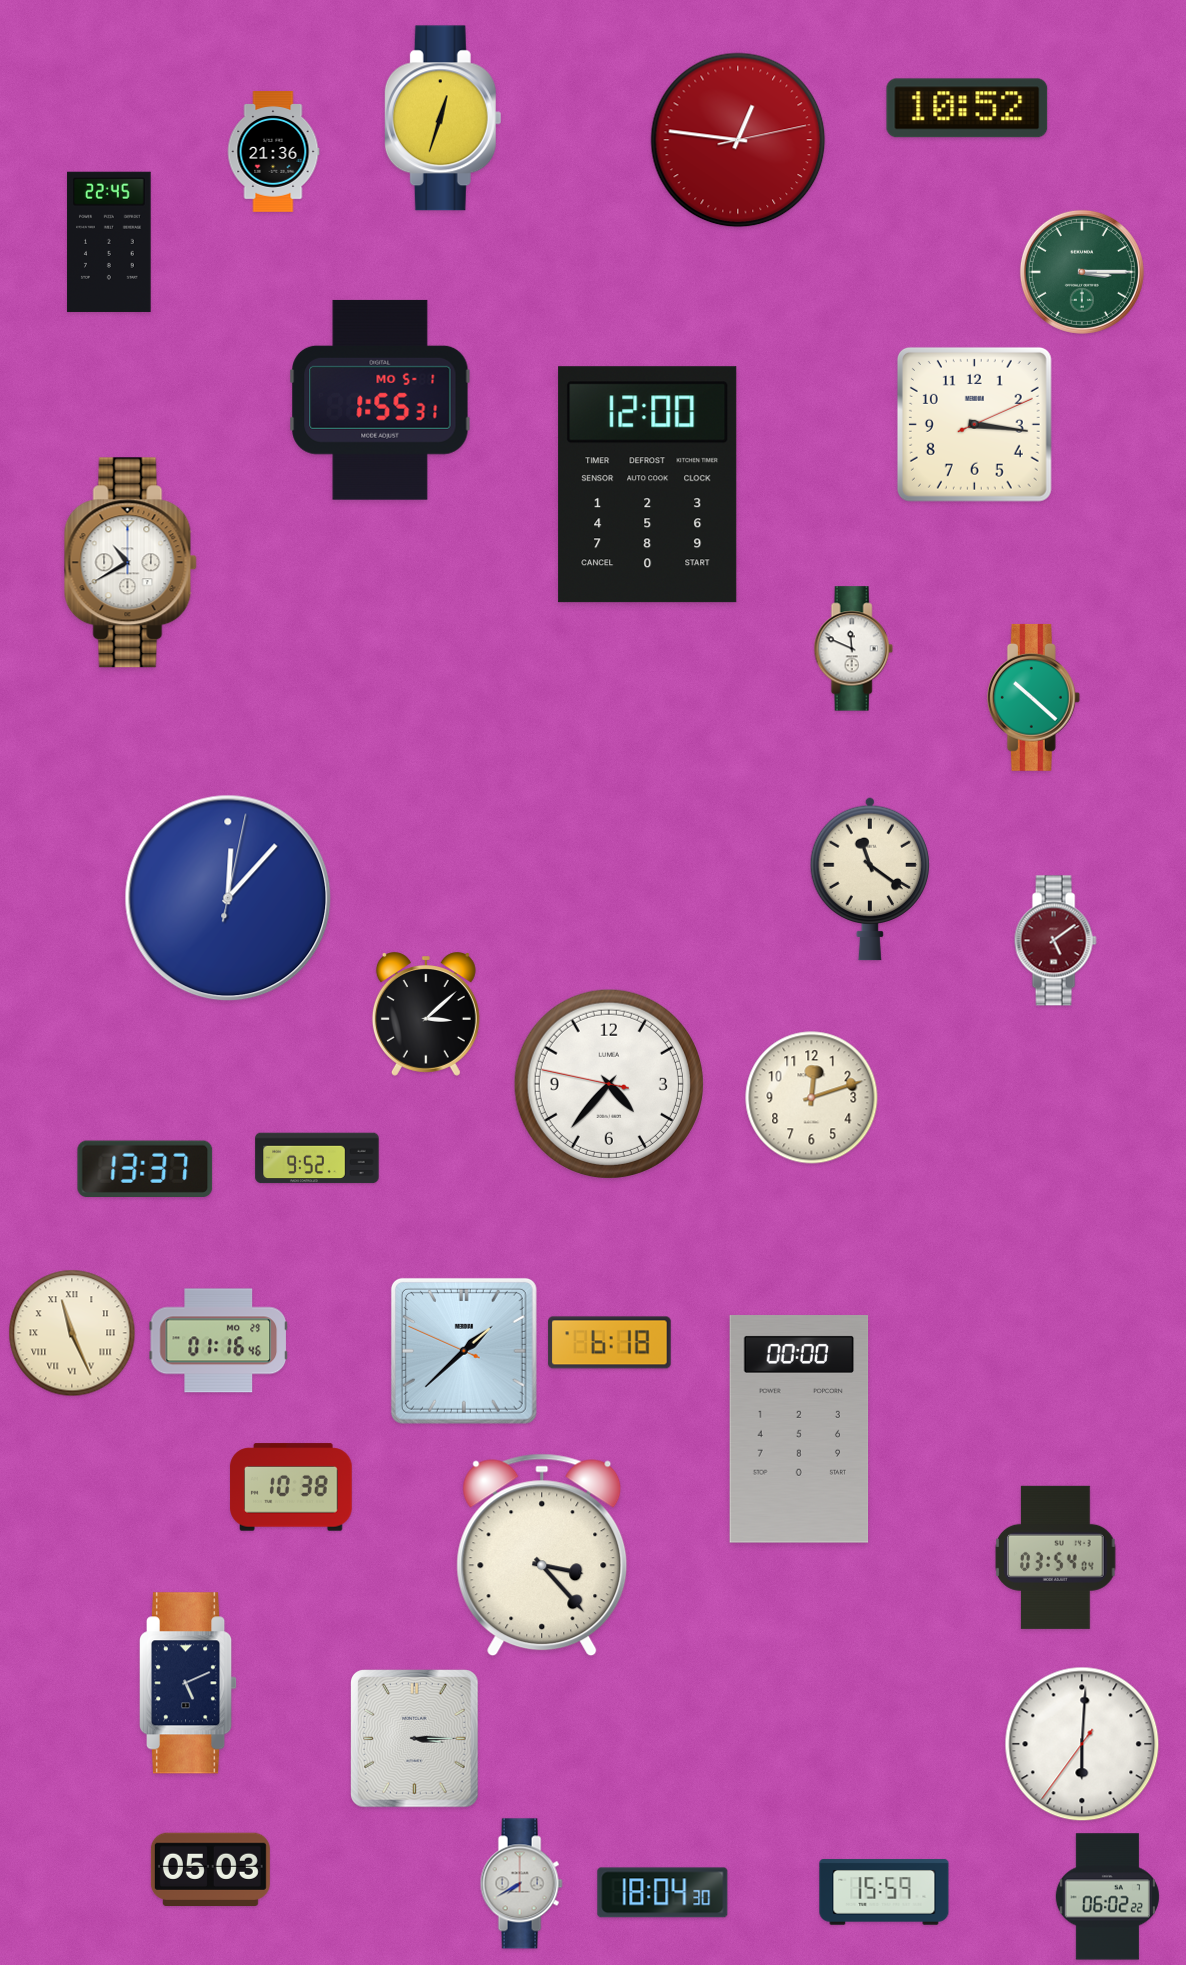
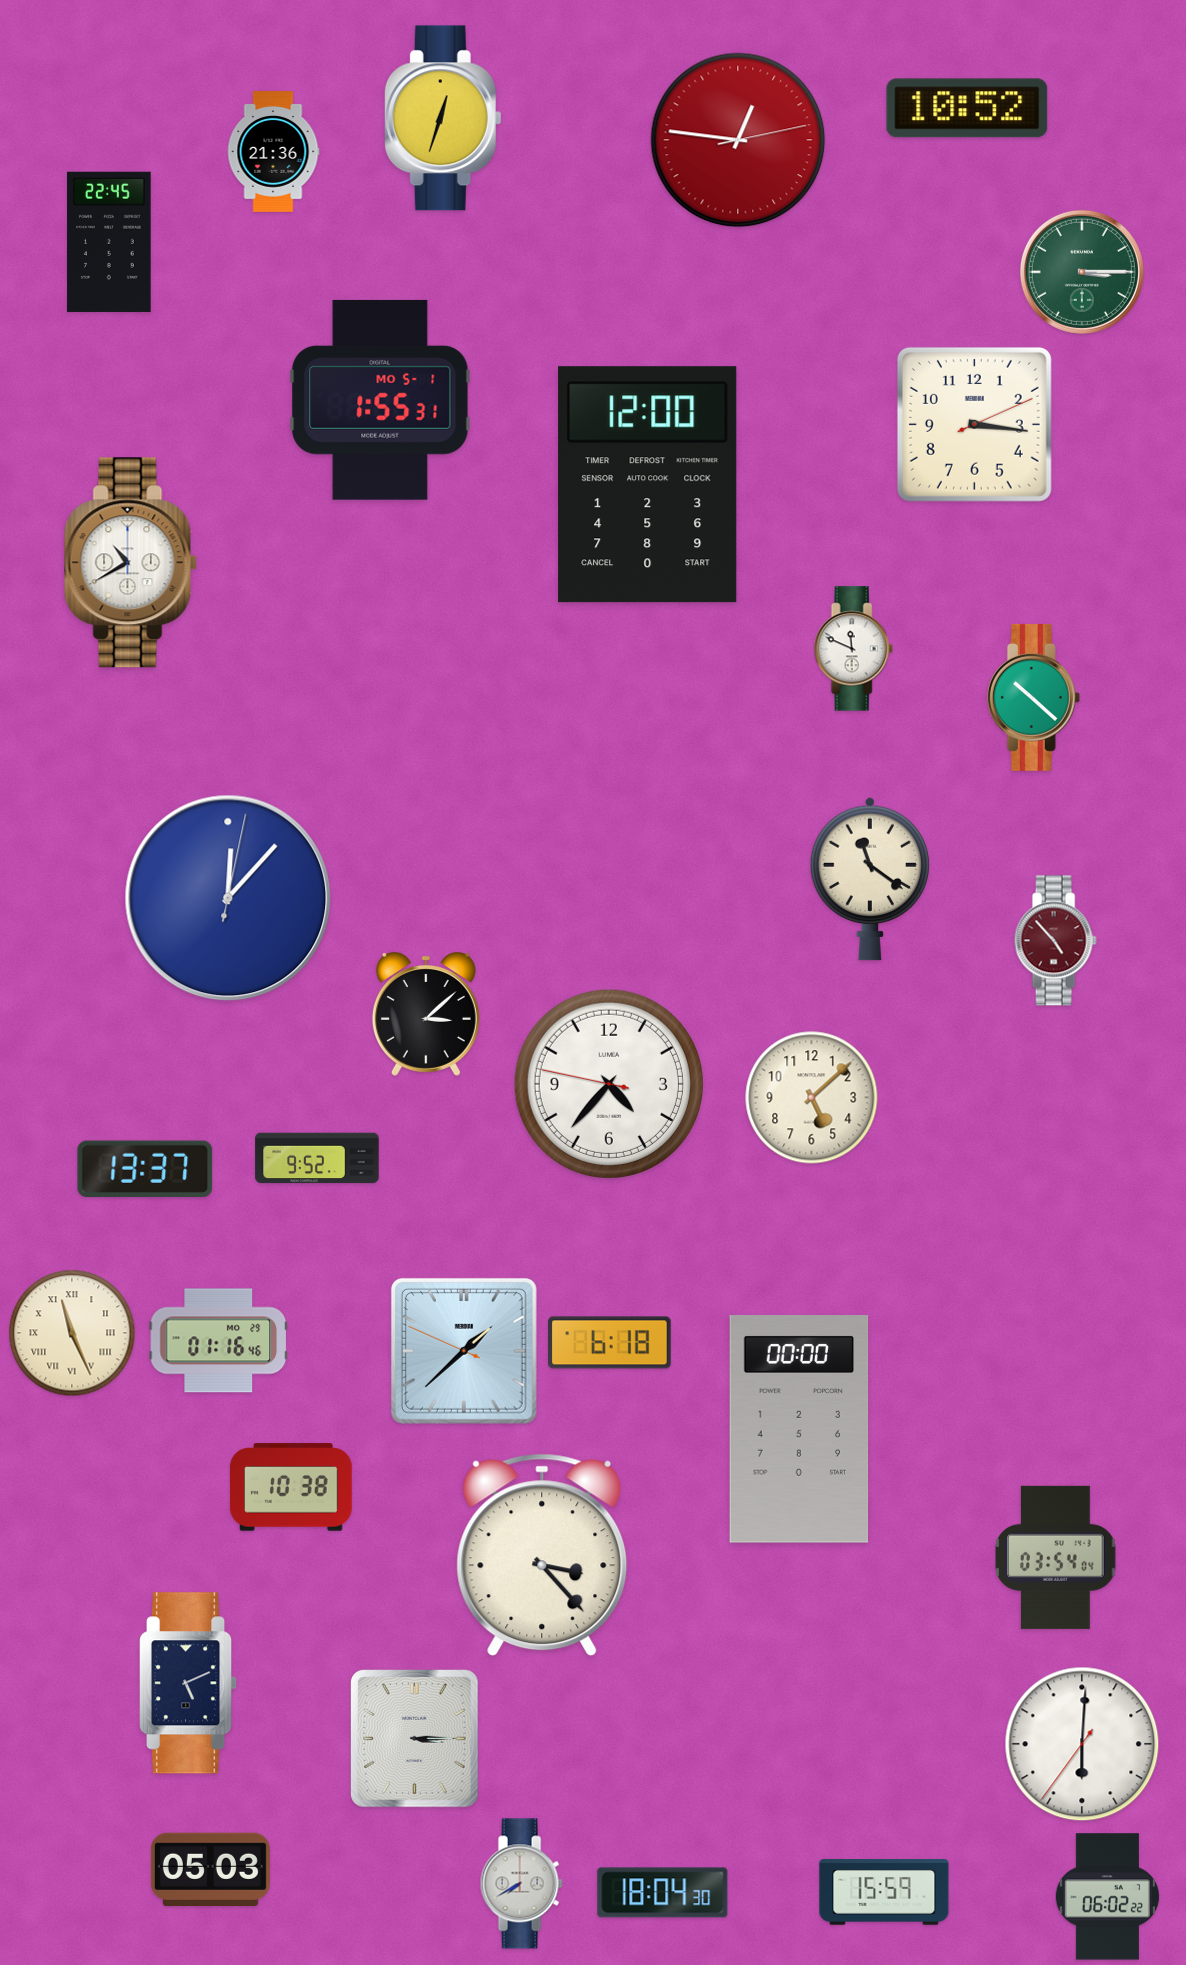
clock at (1055, 941): 5:09 -> 4:53
clock at (812, 1098): 12:12 -> 5:08
